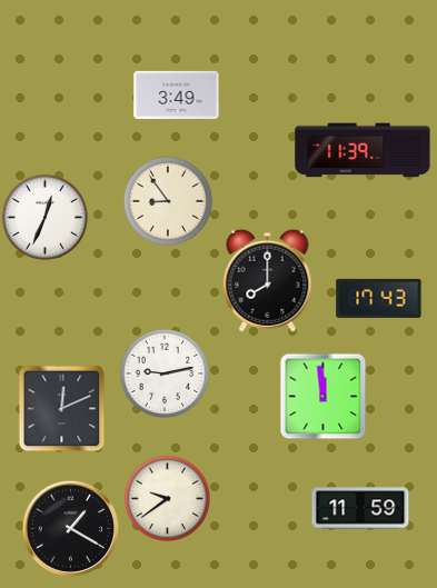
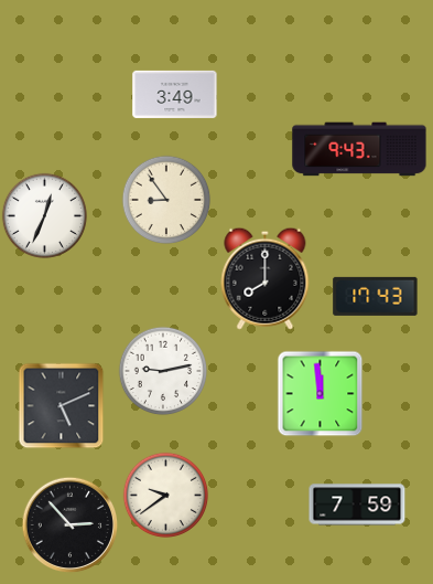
clock at (362, 150): 11:39 -> 9:43
clock at (61, 408): 12:11 -> 5:11
clock at (360, 508): 11:59 -> 7:59
clock at (70, 528): 1:20 -> 2:53
